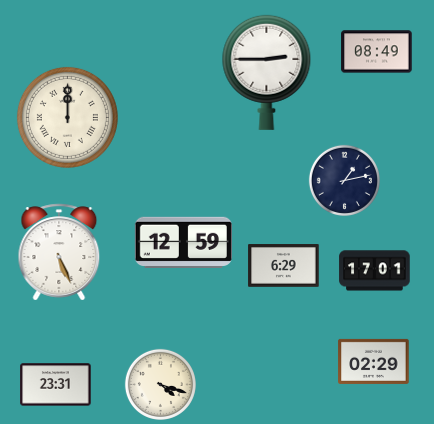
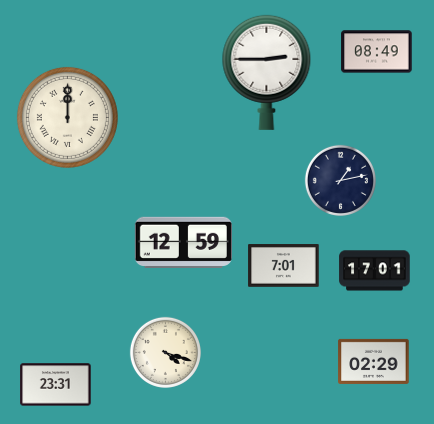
clock at (344, 180) position: (344, 180) -> (340, 180)
clock at (59, 252): 5:26 -> none
clock at (284, 266): 6:29 -> 7:01
clock at (160, 384) position: (160, 384) -> (165, 352)
